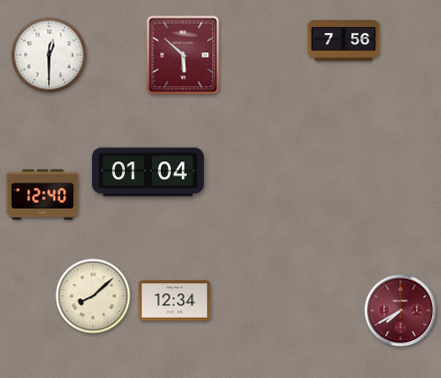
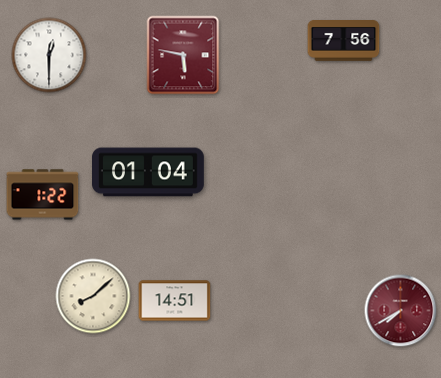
clock at (183, 55): 5:52 -> 5:47
clock at (43, 195): 12:40 -> 1:22
clock at (175, 301): 12:34 -> 14:51
